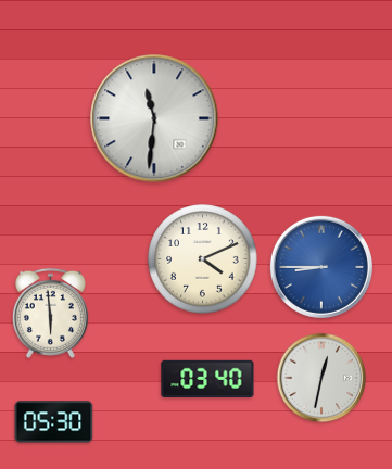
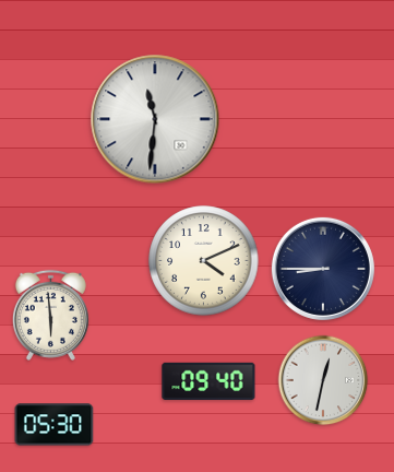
clock at (321, 267) dial: blue -> navy
clock at (207, 378): 03:40 -> 09:40
